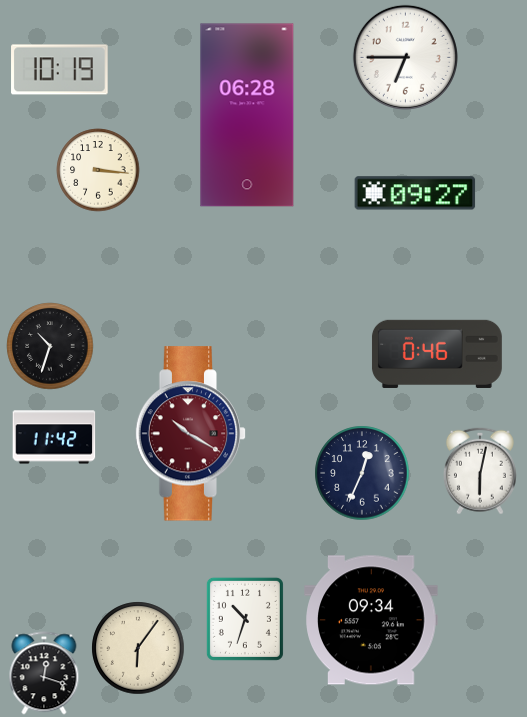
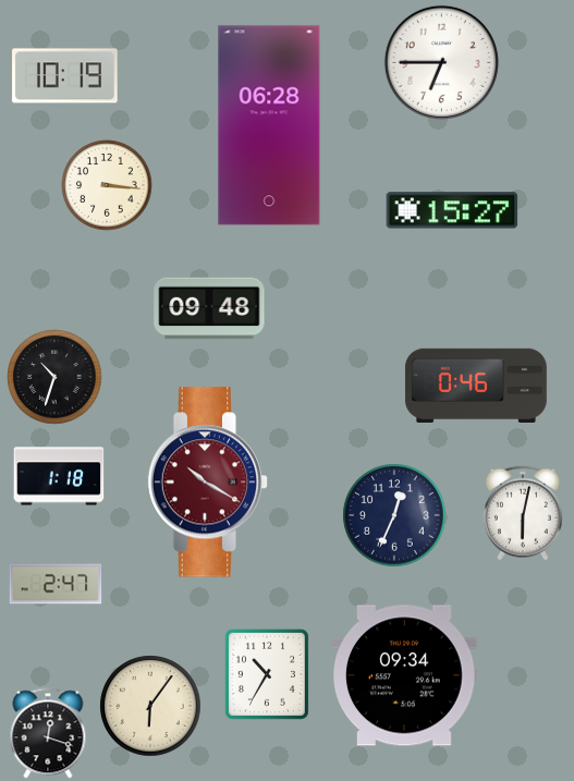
clock at (415, 193): 09:27 -> 15:27
clock at (209, 308): none -> 09:48
clock at (191, 434) position: (191, 434) -> (208, 483)
clock at (54, 437): 11:42 -> 1:18
clock at (56, 584): none -> 2:47
clock at (245, 619): 10:33 -> 10:35
